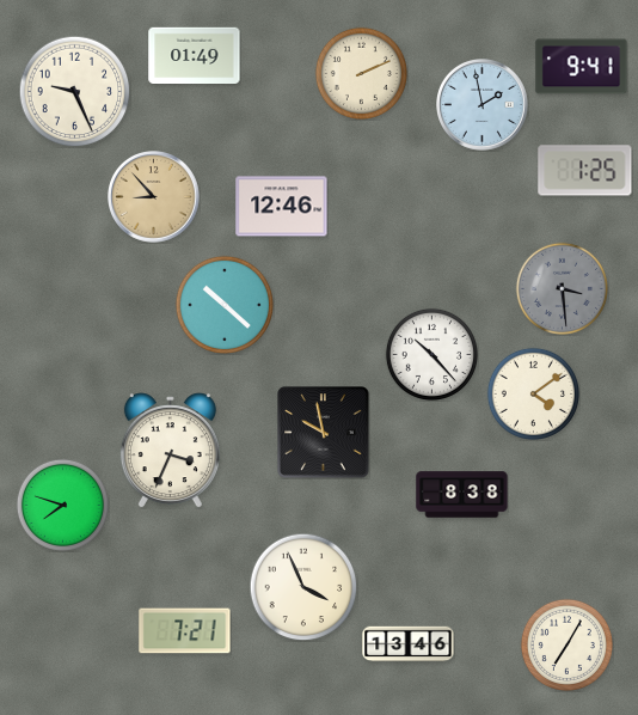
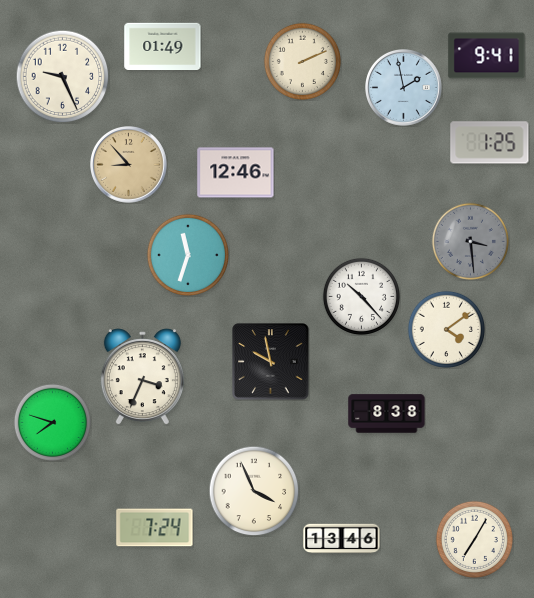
clock at (223, 304): 10:22 -> 11:33
clock at (185, 631): 7:21 -> 7:24
